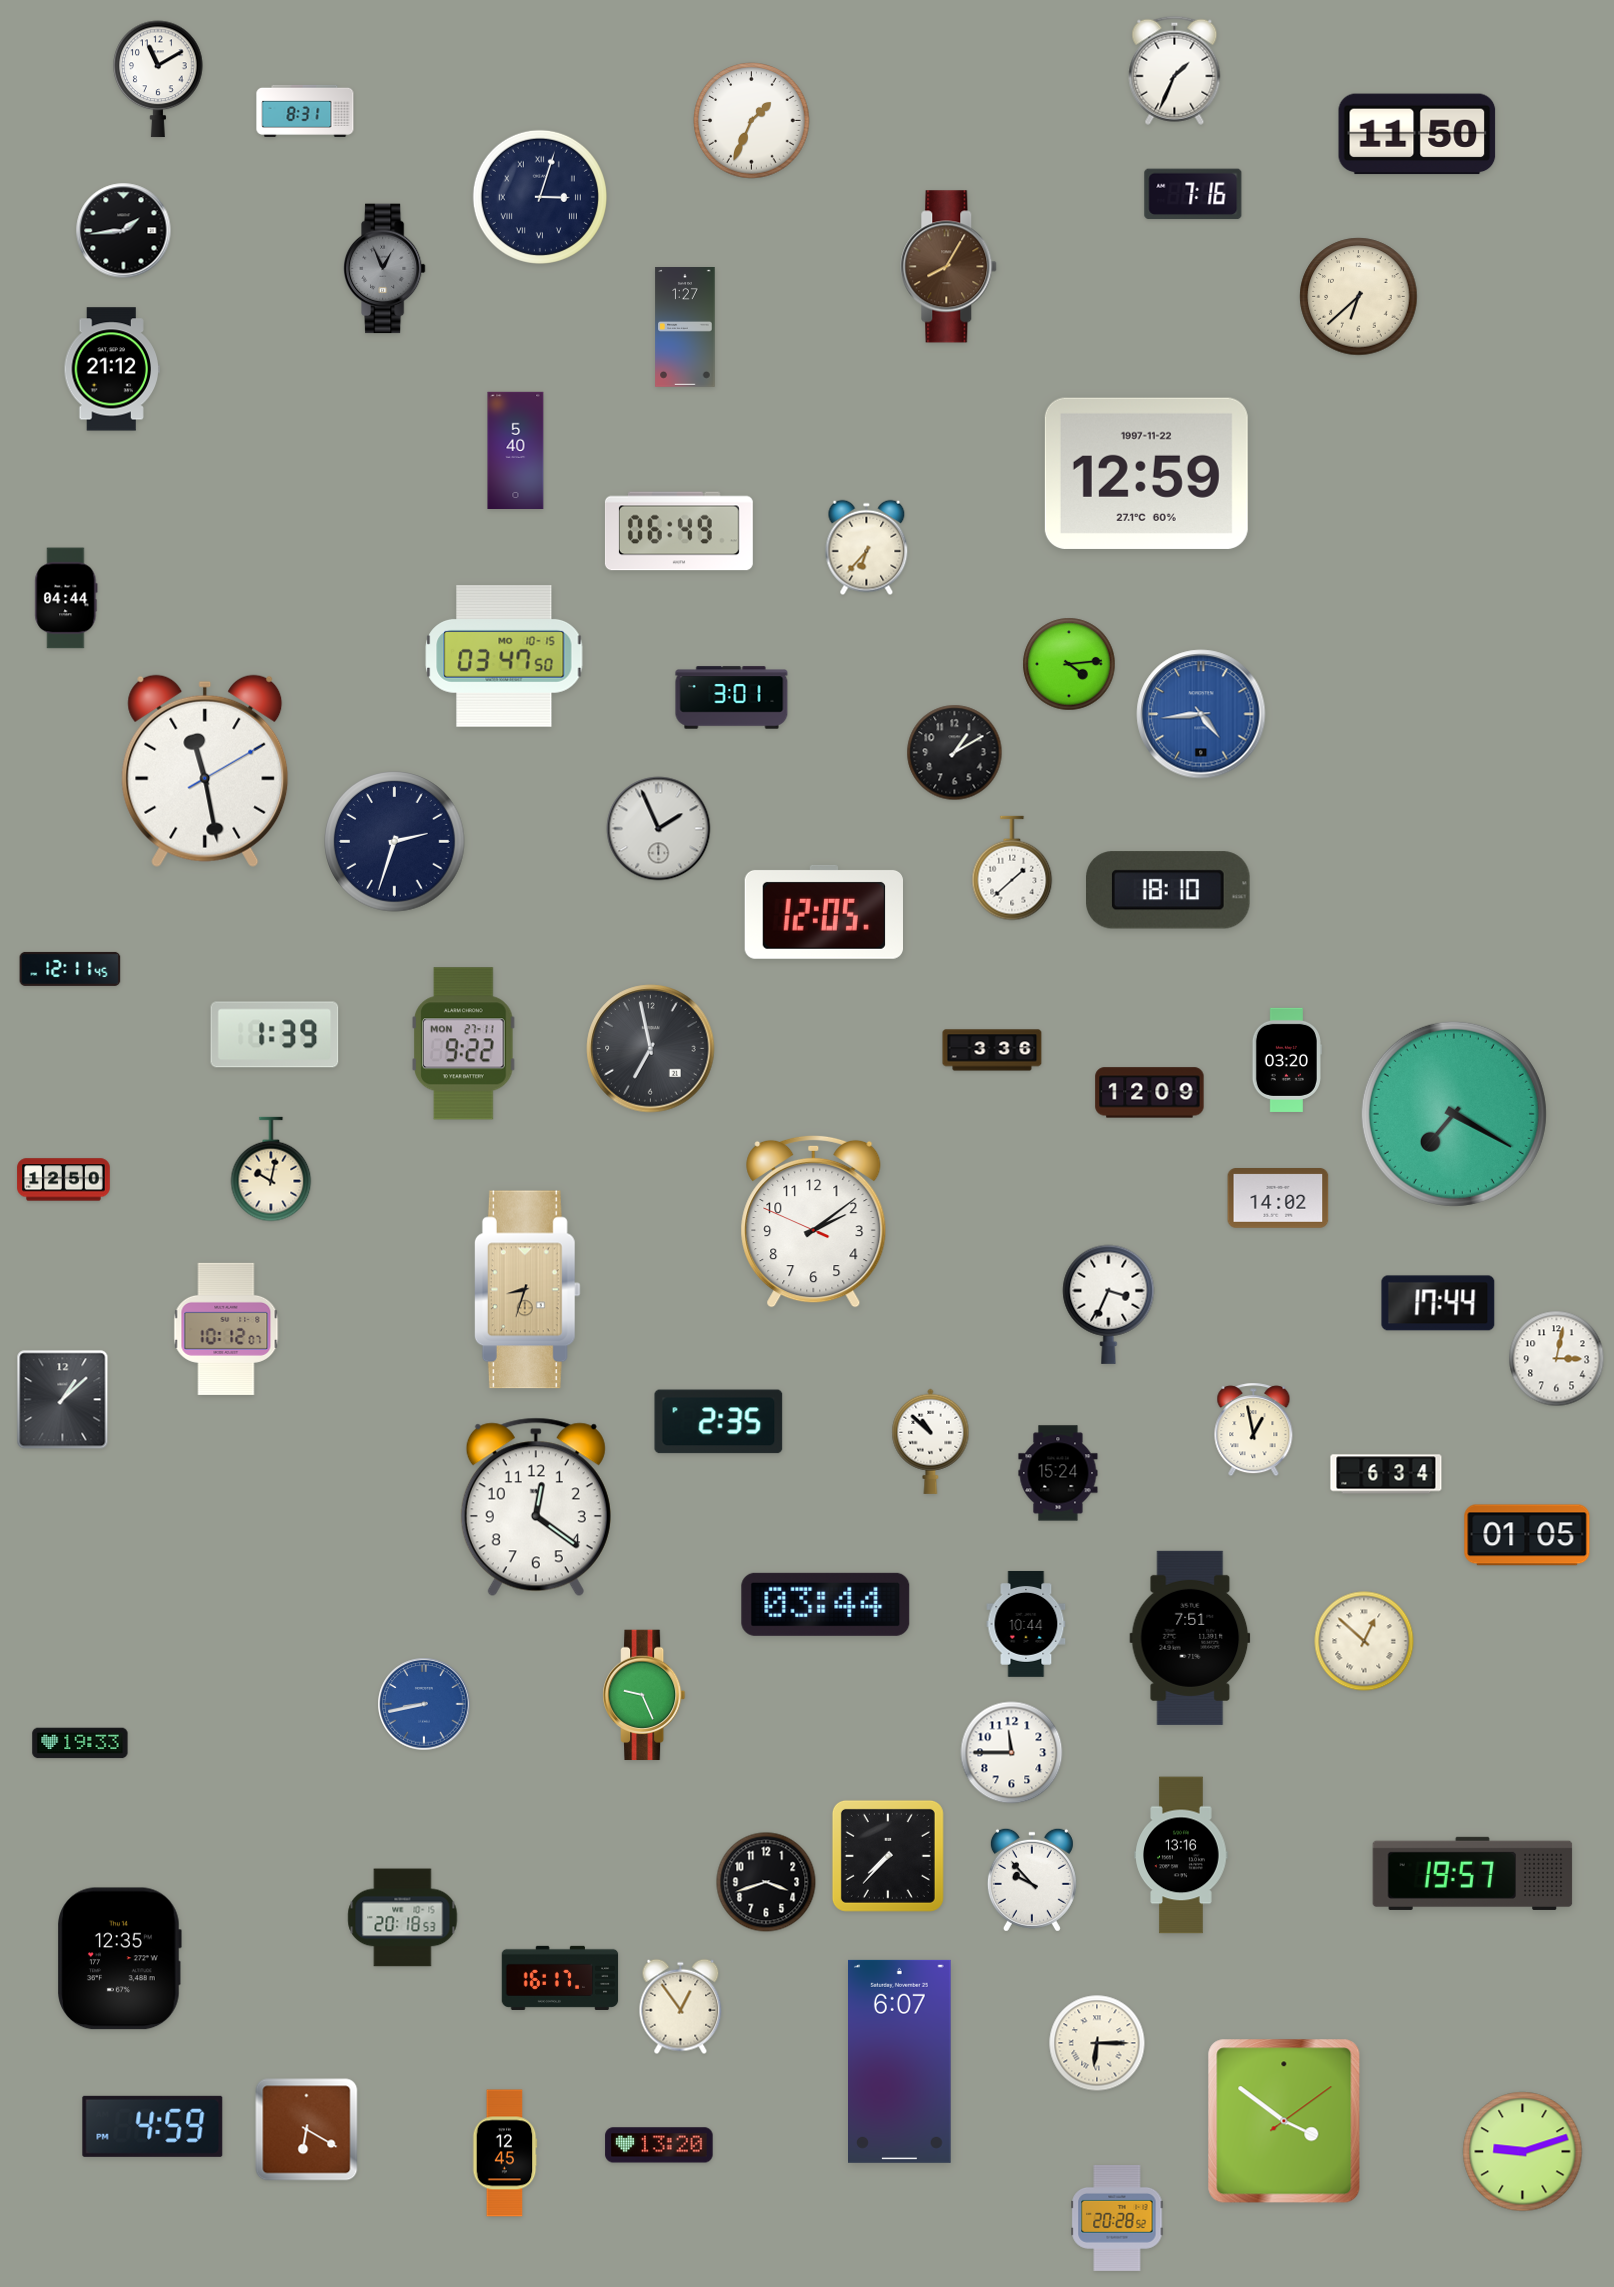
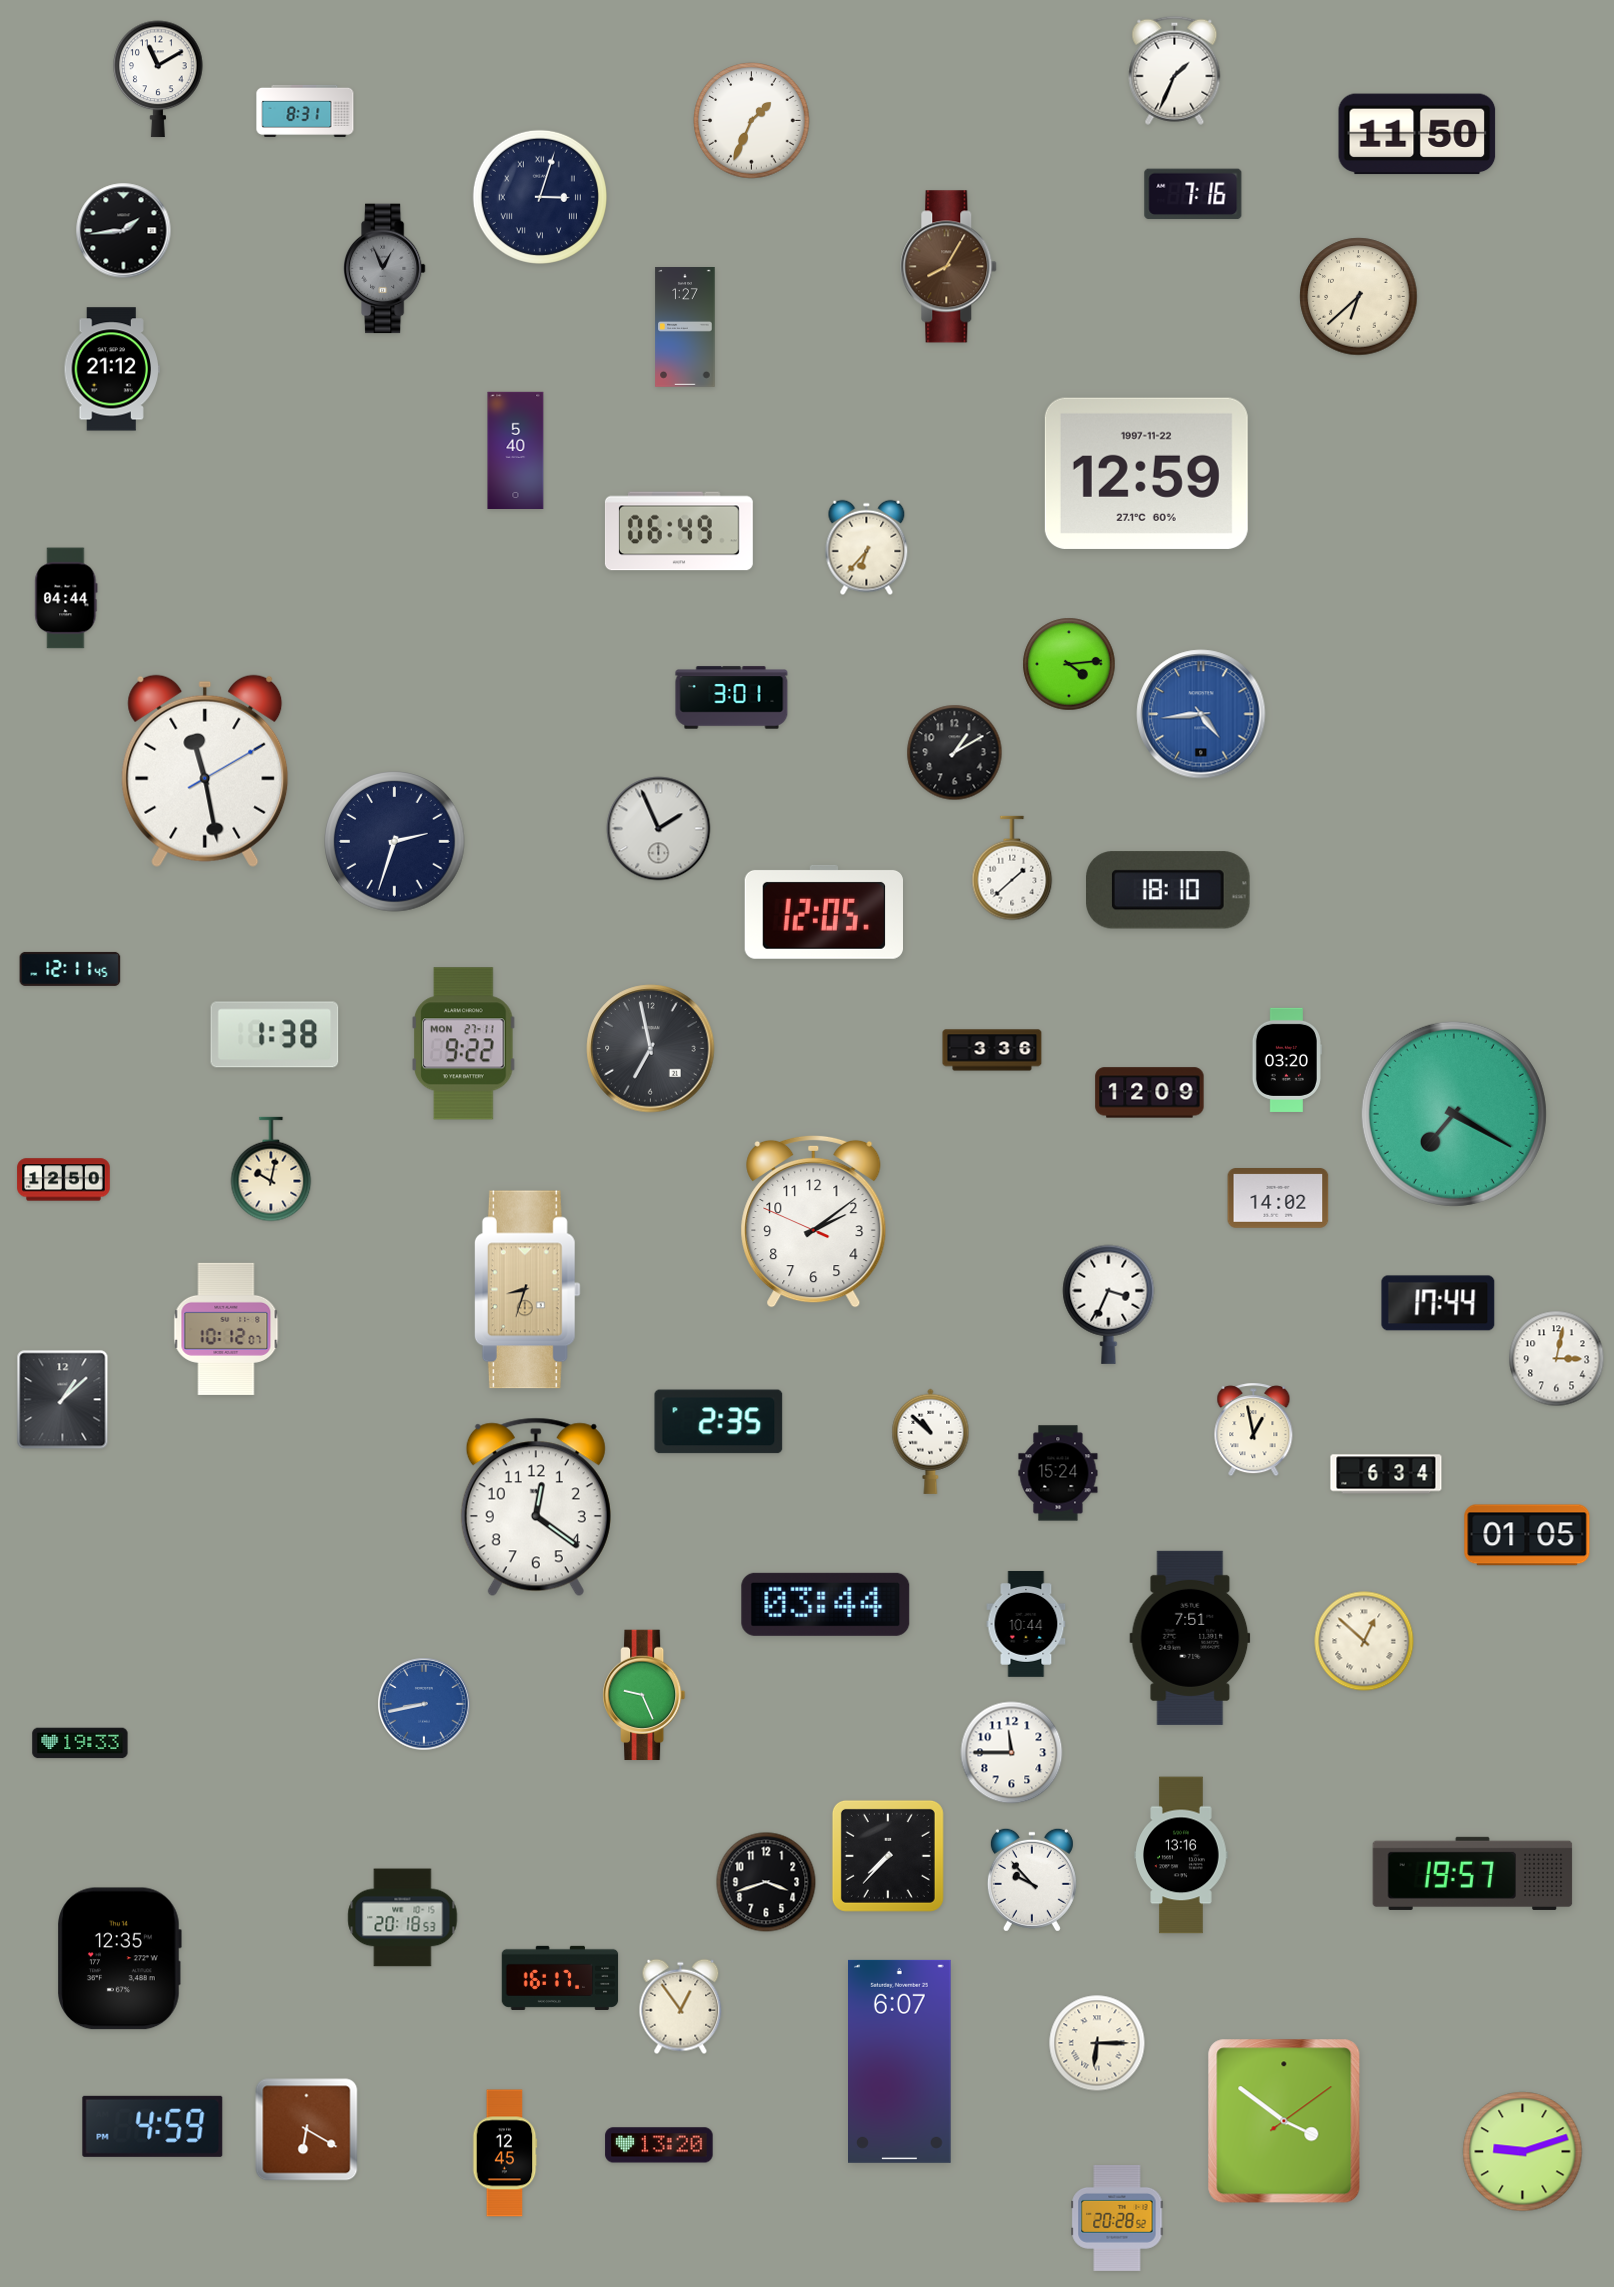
clock at (504, 656): 03:47 -> none
clock at (275, 1035): 1:39 -> 1:38
